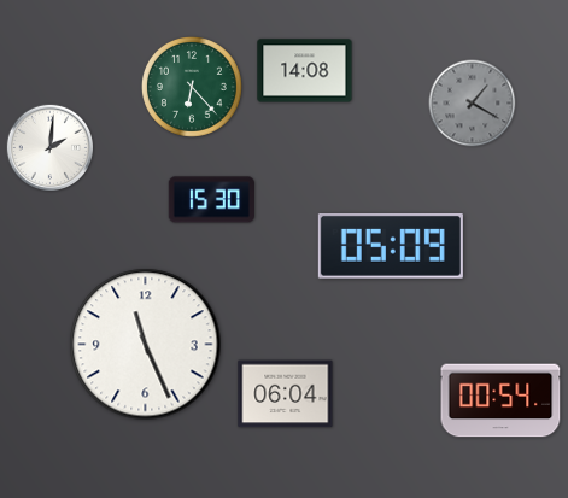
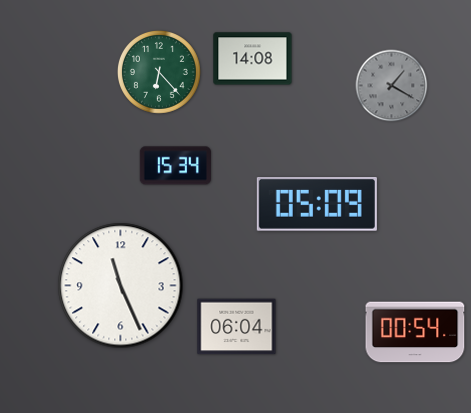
clock at (51, 148): 2:01 -> none
clock at (211, 200): 15:30 -> 15:34
clock at (391, 247) position: (391, 247) -> (317, 205)
